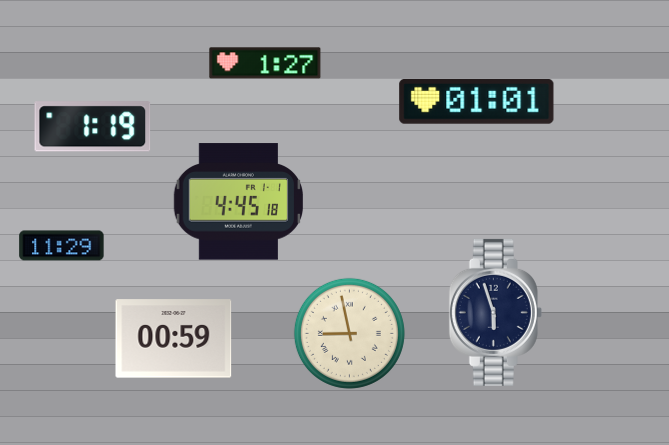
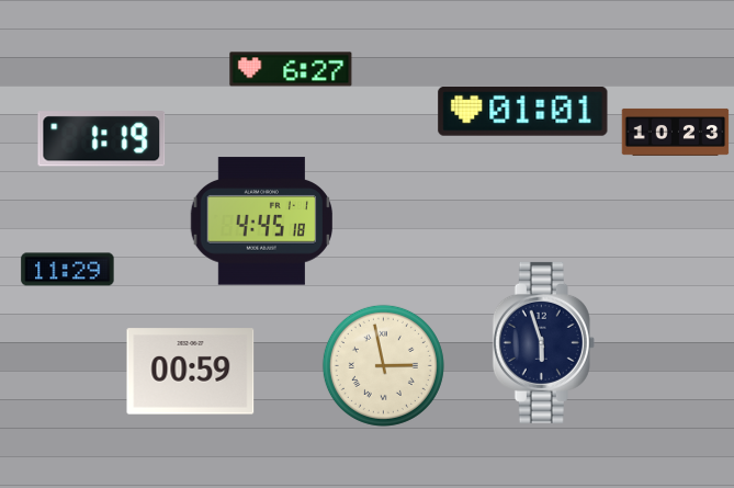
clock at (265, 63): 1:27 -> 6:27
clock at (676, 132): none -> 10:23
clock at (349, 333): 8:58 -> 2:58
